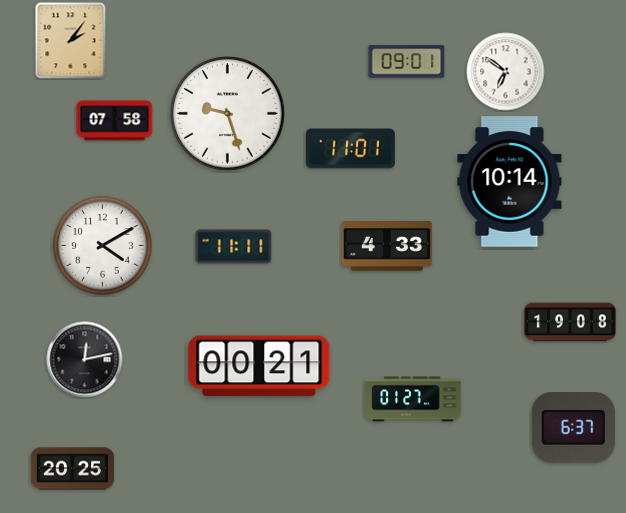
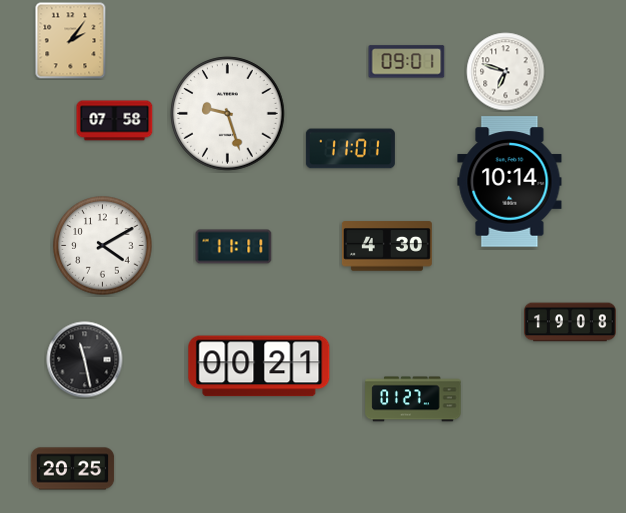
clock at (506, 72): 6:51 -> 6:48
clock at (387, 246): 4:33 -> 4:30
clock at (85, 360): 12:13 -> 11:28
clock at (573, 428): 6:37 -> none
